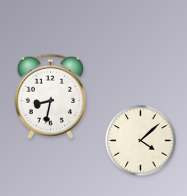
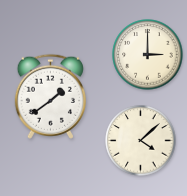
clock at (148, 55): none -> 3:00
clock at (50, 96): 8:32 -> 1:39
